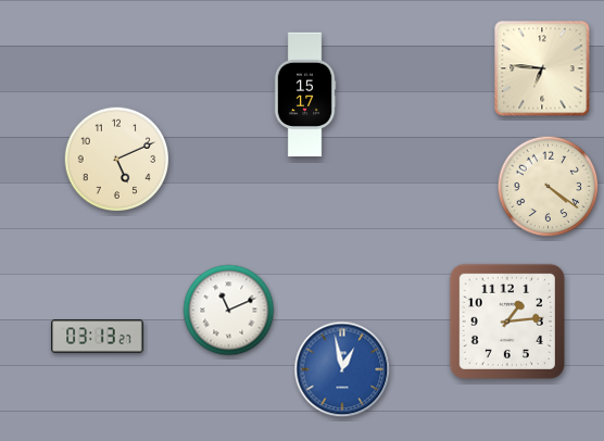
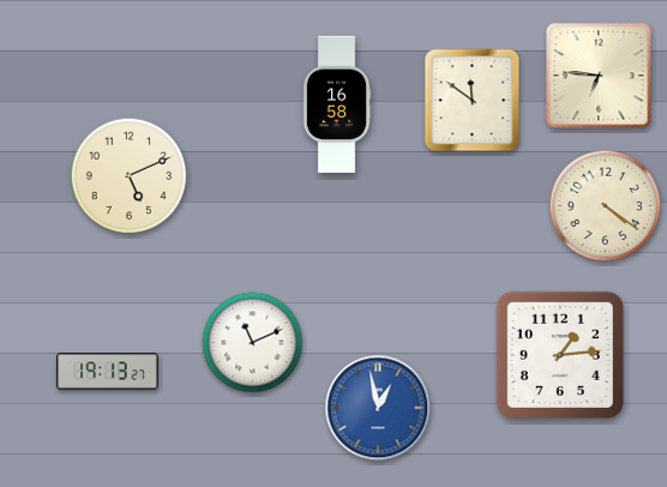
clock at (473, 101): none -> 11:51
clock at (305, 94): 15:17 -> 16:58
clock at (98, 337): 03:13 -> 19:13
